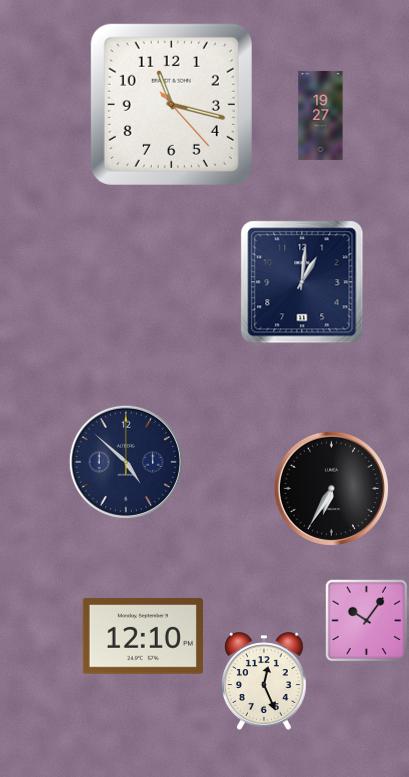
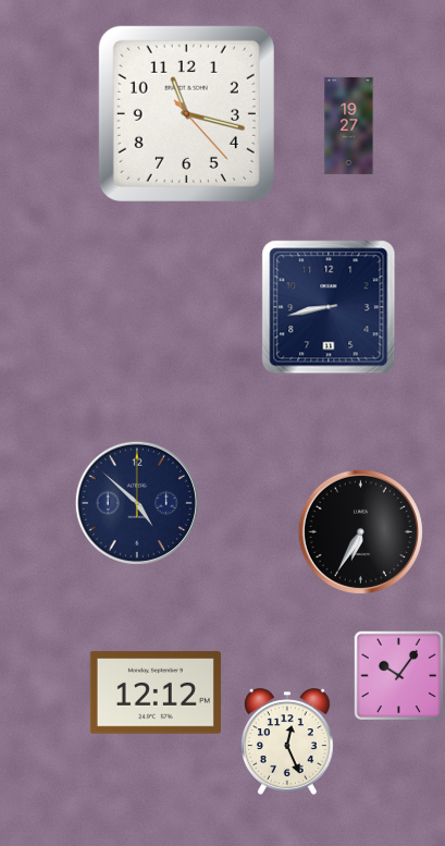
clock at (302, 282): 1:01 -> 8:43
clock at (143, 636): 12:10 -> 12:12
